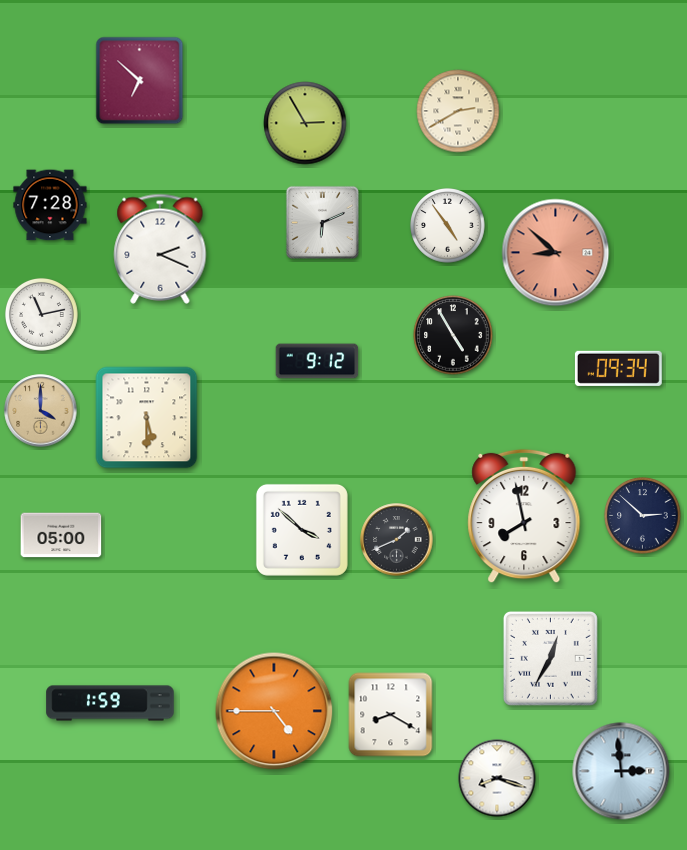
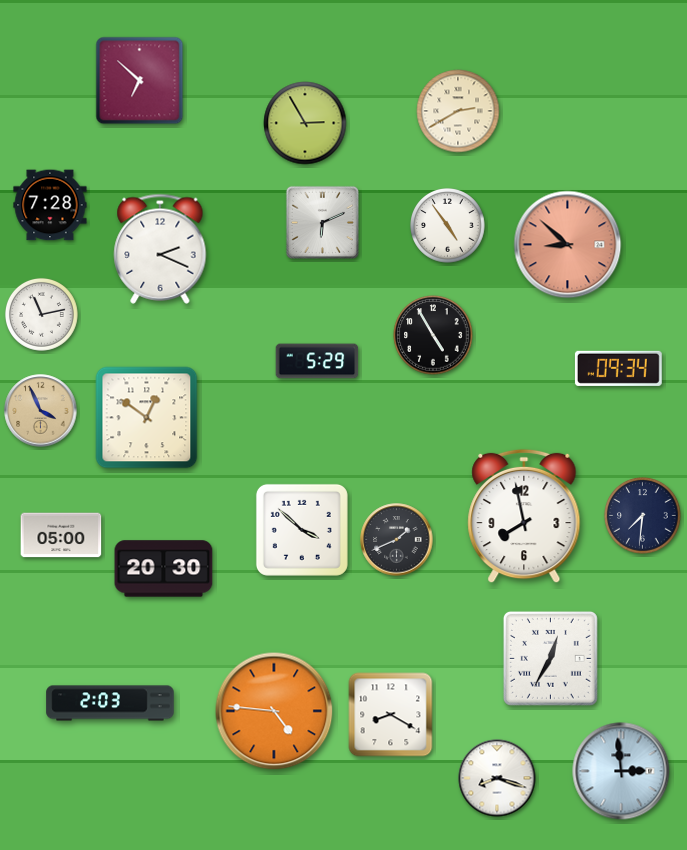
clock at (556, 253) position: (556, 253) -> (568, 245)
clock at (453, 335) position: (453, 335) -> (433, 335)
clock at (317, 361): 9:12 -> 5:29
clock at (41, 411): 4:00 -> 3:56
clock at (147, 418): 5:30 -> 12:51
clock at (643, 516): 2:52 -> 7:31
clock at (164, 569): none -> 20:30
clock at (110, 703): 1:59 -> 2:03
clock at (274, 711): 4:45 -> 4:46
